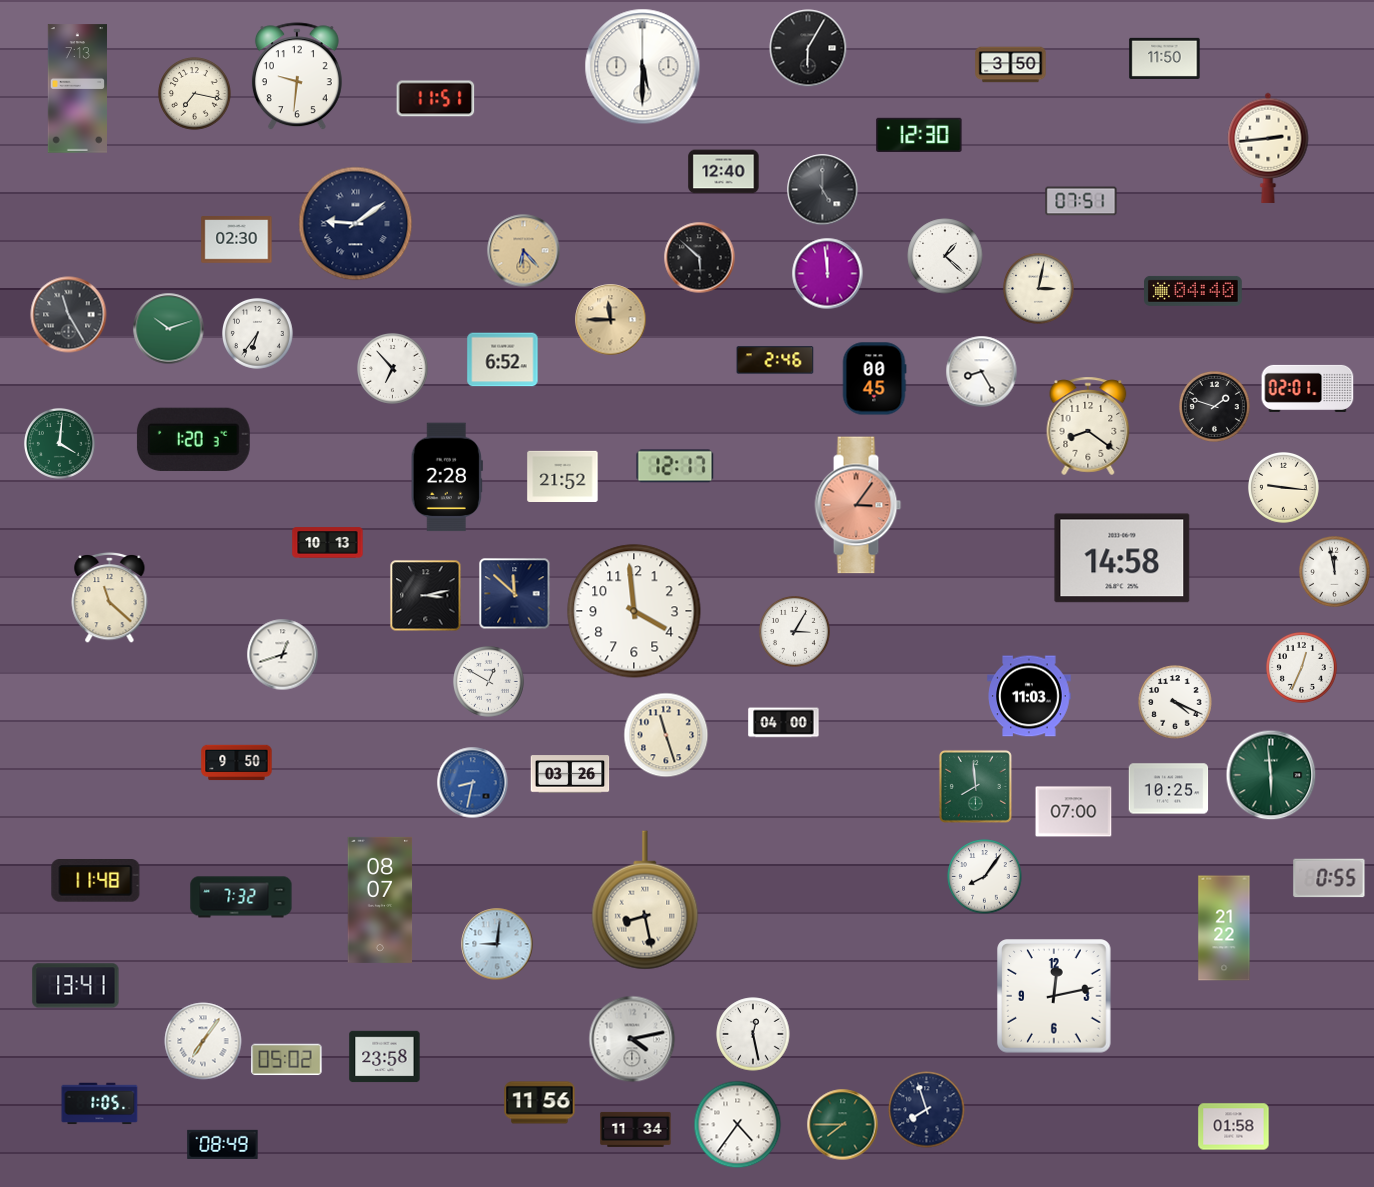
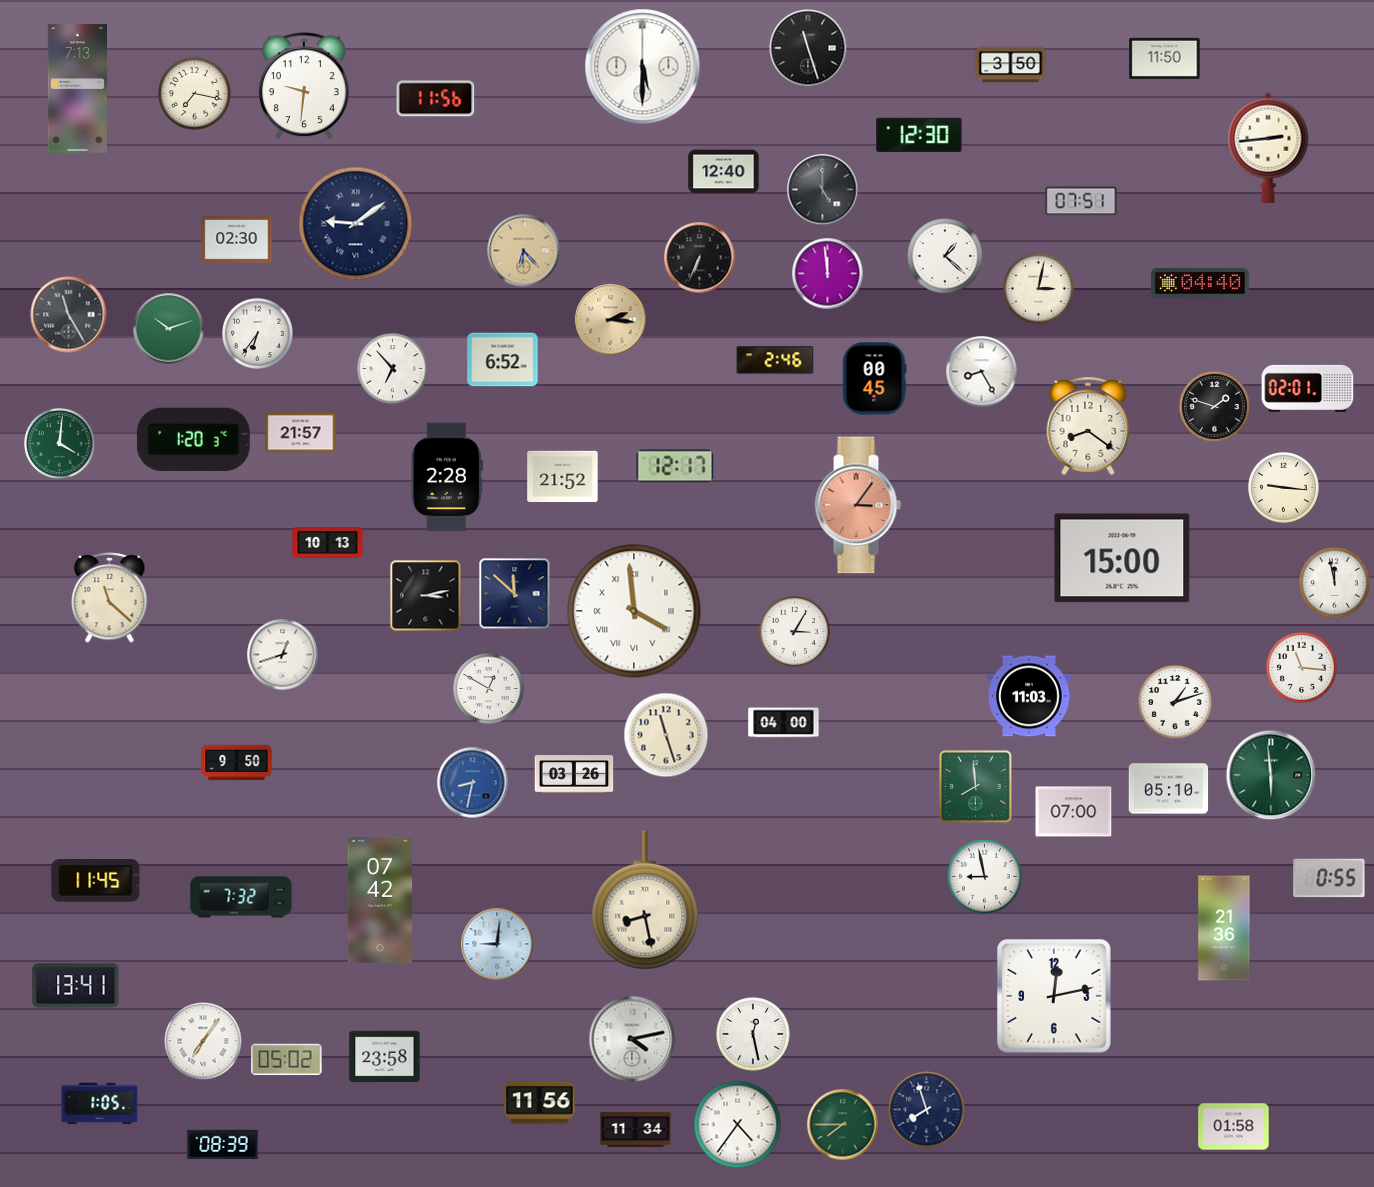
clock at (808, 48): 6:05 -> 11:27
clock at (297, 77) position: (297, 77) -> (304, 87)
clock at (436, 99): 11:51 -> 11:56
clock at (700, 258): 5:52 -> 6:34
clock at (1194, 291) position: (1194, 291) -> (1201, 283)
clock at (611, 320): 11:45 -> 2:16
clock at (301, 433): none -> 21:57
clock at (1122, 558): 14:58 -> 15:00
clock at (1335, 572) position: (1335, 572) -> (1335, 583)
clock at (634, 611) numerals: Arabic -> Roman
clock at (1302, 668): 12:34 -> 11:16
clock at (489, 682) position: (489, 682) -> (489, 689)
clock at (1175, 702): 4:19 -> 1:12
clock at (570, 774) position: (570, 774) -> (574, 774)
clock at (1169, 789): 10:25 -> 05:10
clock at (985, 877): 8:06 -> 8:58
clock at (96, 881): 11:48 -> 11:45
clock at (380, 900): 08:07 -> 07:42
clock at (1224, 928): 21:22 -> 21:36
clock at (223, 1144): 08:49 -> 08:39
